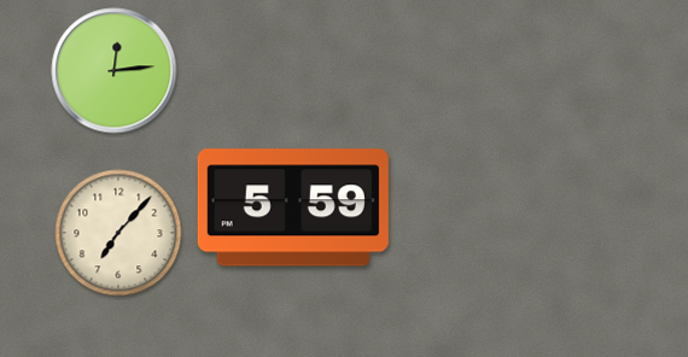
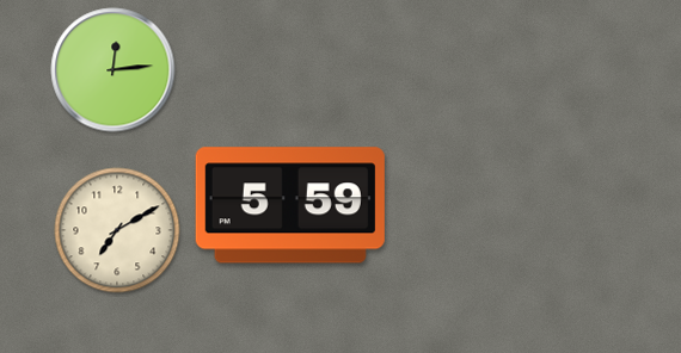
clock at (118, 233): 7:07 -> 7:10
